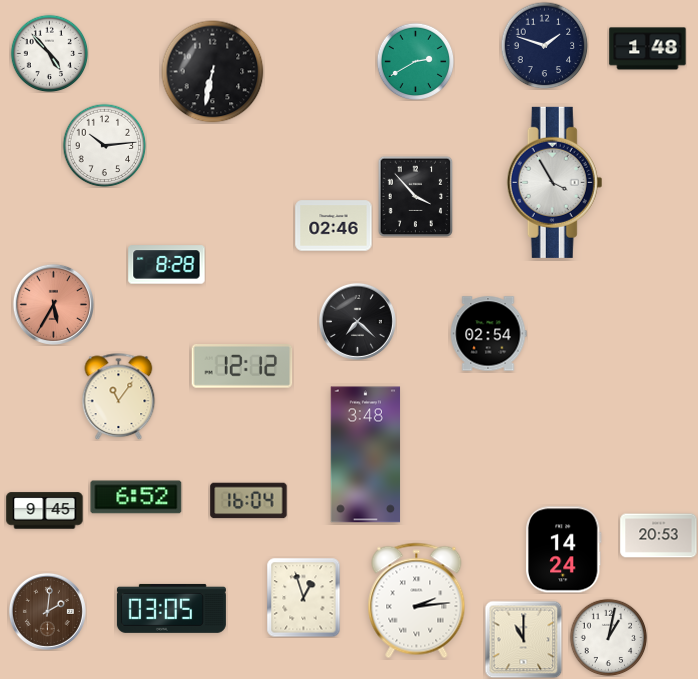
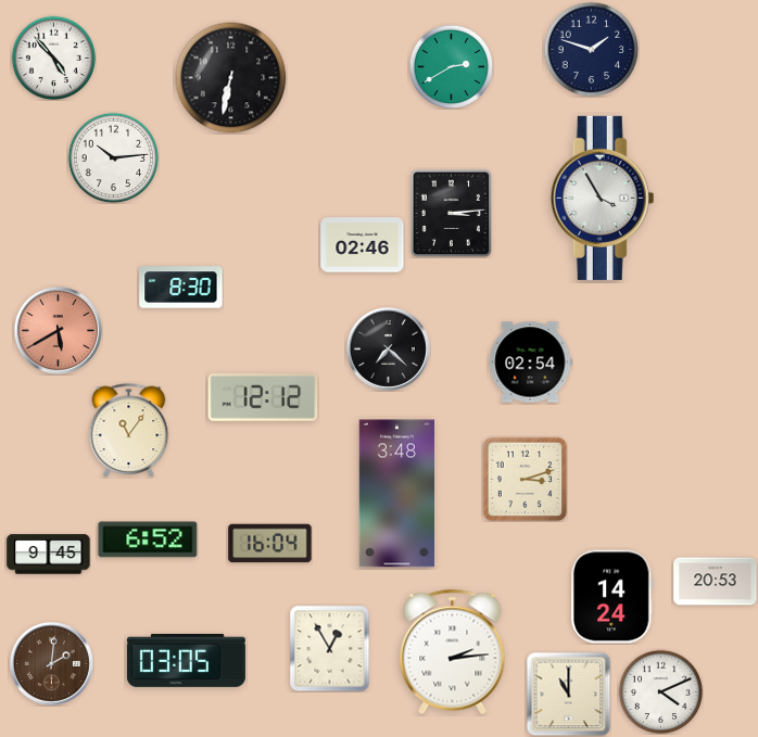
clock at (648, 49): 1:48 -> none
clock at (416, 196): 3:53 -> 3:14
clock at (167, 265): 8:28 -> 8:30
clock at (53, 304): 5:35 -> 5:40
clock at (525, 479): none -> 3:12
clock at (304, 598): 12:57 -> 12:55
clock at (608, 637): 1:02 -> 4:11
